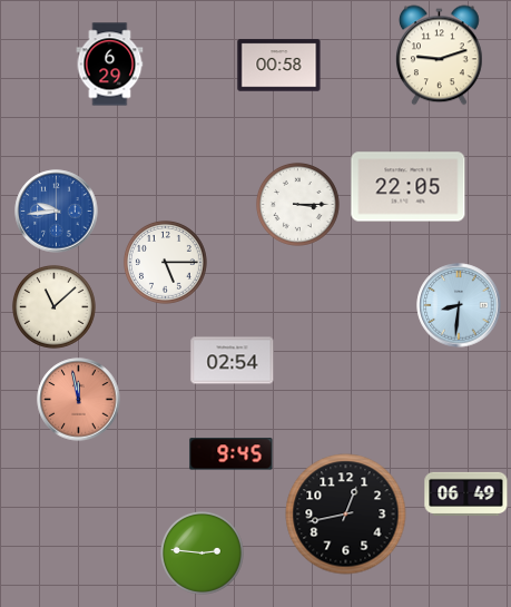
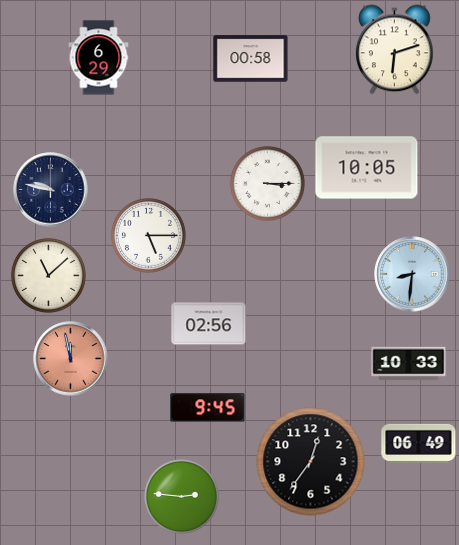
clock at (440, 56): 9:12 -> 6:12
clock at (409, 187): 22:05 -> 10:05
clock at (57, 212): 9:44 -> 9:47
clock at (57, 212) dial: blue -> navy
clock at (233, 361): 02:54 -> 02:56
clock at (409, 364): none -> 10:33
clock at (346, 515): 12:43 -> 12:36
